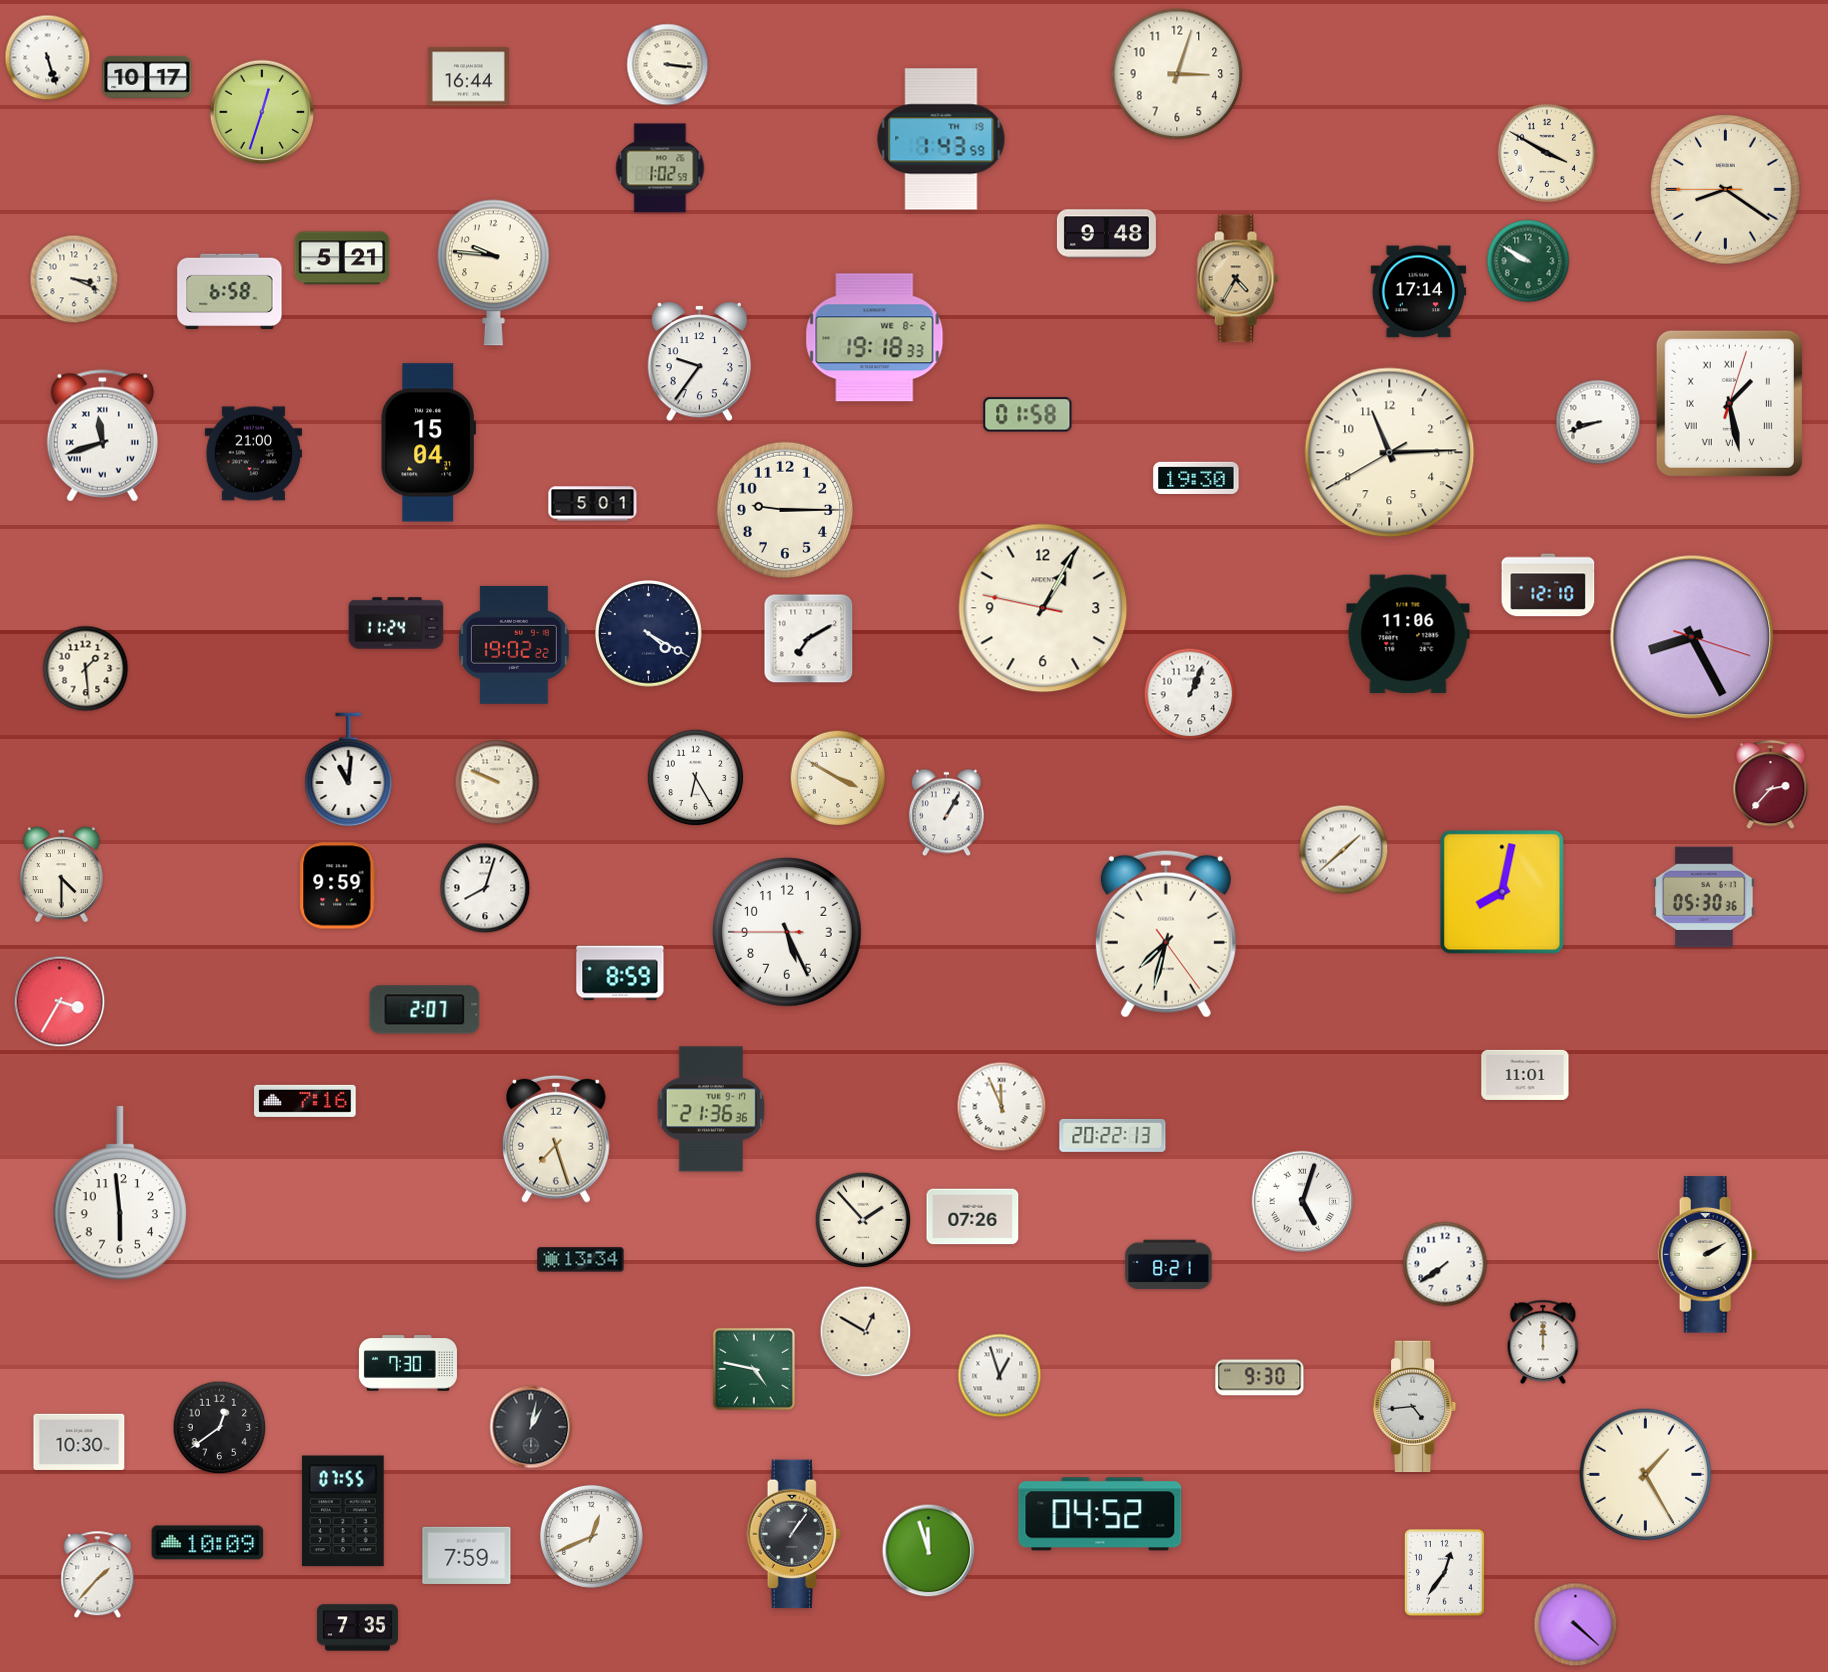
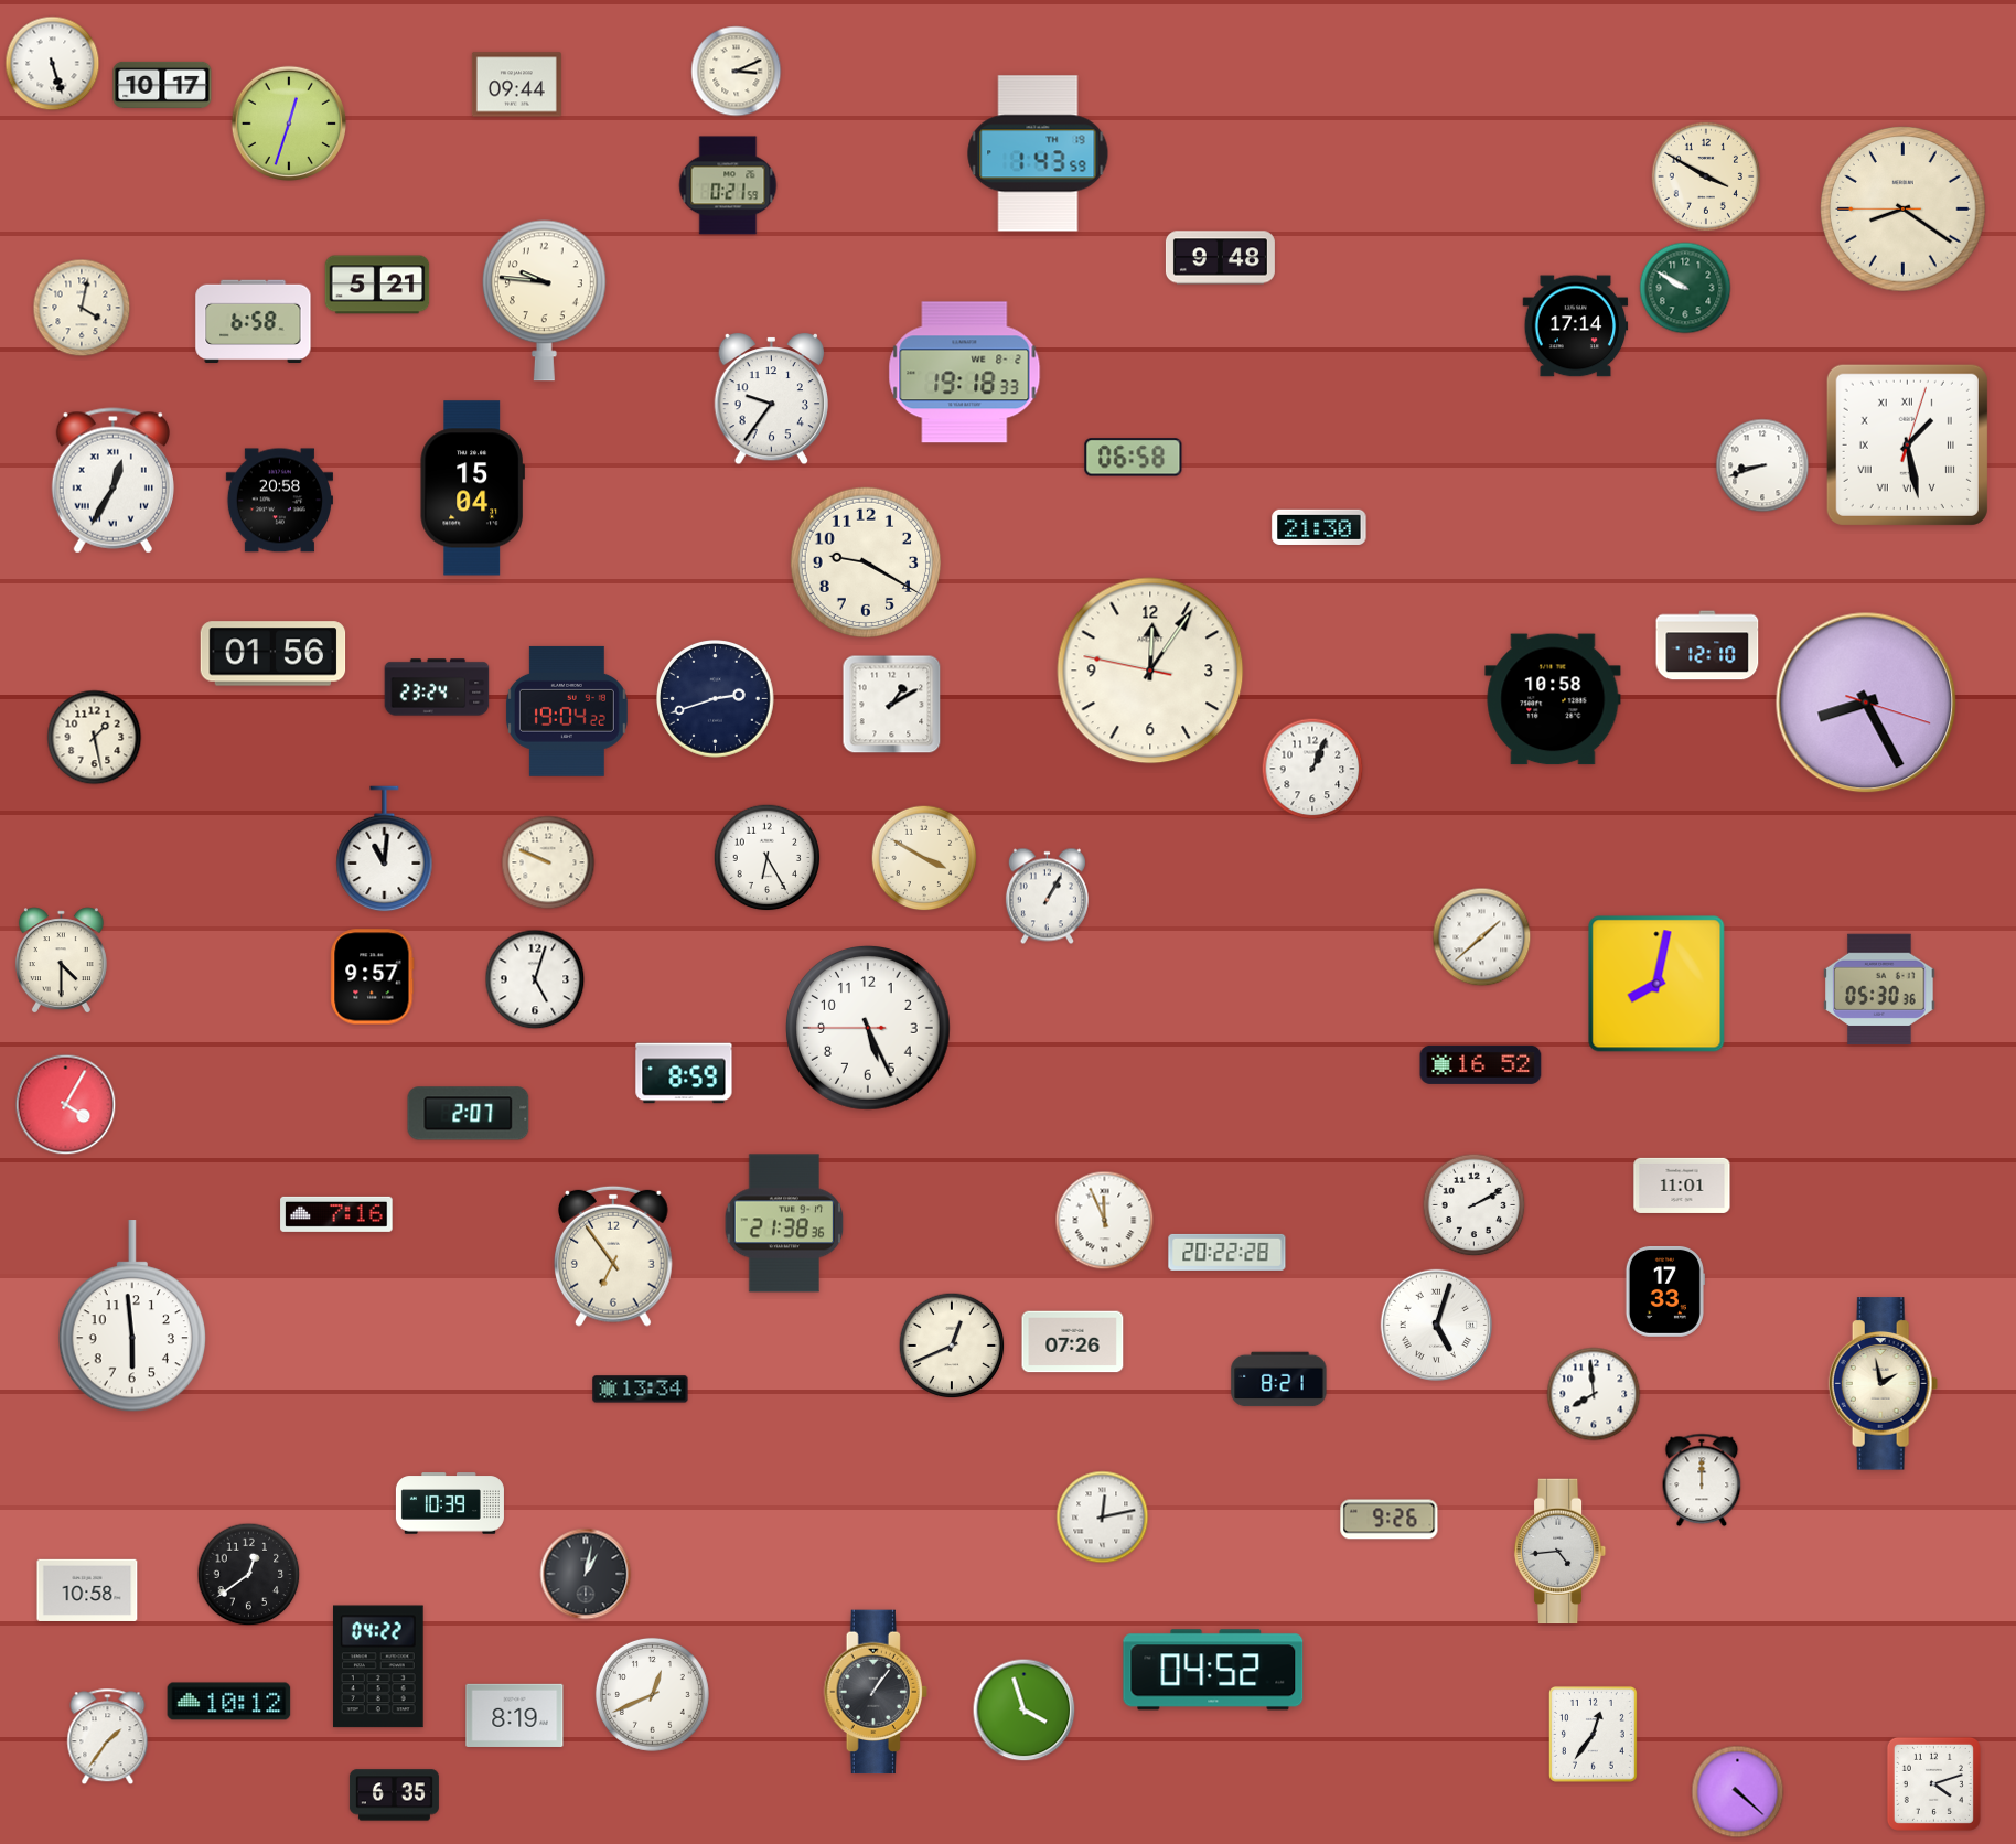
clock at (668, 65): 3:16 -> 3:11
clock at (1177, 74): 3:03 -> none
clock at (468, 77): 16:44 -> 09:44
clock at (1547, 153) position: (1547, 153) -> (1706, 176)
clock at (660, 168): 1:02 -> 0:21
clock at (74, 279): 3:19 -> 4:02
clock at (1237, 279): 4:35 -> none
clock at (1419, 292) position: (1419, 292) -> (1576, 326)
clock at (1028, 415): 01:58 -> 06:58
clock at (102, 436): 11:42 -> 12:35
clock at (1390, 453): 11:14 -> none
clock at (253, 454): 21:00 -> 20:58
clock at (1196, 478): 19:30 -> 21:30
clock at (593, 504): 5:01 -> none
clock at (784, 509): 9:15 -> 9:20
clock at (274, 654): none -> 01:56
clock at (1043, 608): 1:04 -> 12:05
clock at (396, 623): 11:24 -> 23:24
clock at (649, 634): 4:20 -> 2:42
clock at (1408, 634): 11:06 -> 10:58
clock at (809, 639): 7:10 -> 1:10
clock at (514, 645): 19:02 -> 19:04
clock at (86, 669): 1:29 -> 1:28
clock at (1190, 694) position: (1190, 694) -> (1312, 769)
clock at (1771, 785): 2:37 -> none
clock at (946, 813) position: (946, 813) -> (1047, 897)
clock at (61, 875) position: (61, 875) -> (61, 961)
clock at (338, 886): 9:59 -> 9:57
clock at (485, 888): 8:03 -> 5:03
clock at (1166, 934): 7:32 -> none
clock at (1481, 1064): none -> 16:52
clock at (60, 1002): 3:35 -> 4:05
clock at (1475, 1205): none -> 2:10
clock at (711, 1109): 21:36 -> 21:38
clock at (1113, 1135): 20:22:13 -> 20:22:28
clock at (557, 1139): 7:27 -> 6:54
clock at (1664, 1291): none -> 17:33
clock at (863, 1220): 1:53 -> 12:41
clock at (1708, 1255): 2:10 -> 1:58
clock at (1445, 1264): 7:39 -> 7:59
clock at (1169, 1265) position: (1169, 1265) -> (1279, 1380)
clock at (866, 1332): 12:50 -> none
clock at (408, 1363): 7:30 -> 10:39
clock at (754, 1369): 4:47 -> none
clock at (1000, 1376): 12:57 -> 12:13
clock at (1260, 1378): 9:30 -> 9:26
clock at (220, 1428) position: (220, 1428) -> (249, 1575)
clock at (79, 1442): 10:30 -> 10:58
clock at (1646, 1475): 1:25 -> none
clock at (343, 1511): 07:55 -> 04:22
clock at (208, 1543): 10:09 -> 10:12
clock at (929, 1551): 11:57 -> 3:57
clock at (467, 1555): 7:59 -> 8:19
clock at (98, 1575): 1:37 -> 1:36
clock at (1933, 1783): none -> 4:12
clock at (357, 1628): 7:35 -> 6:35
